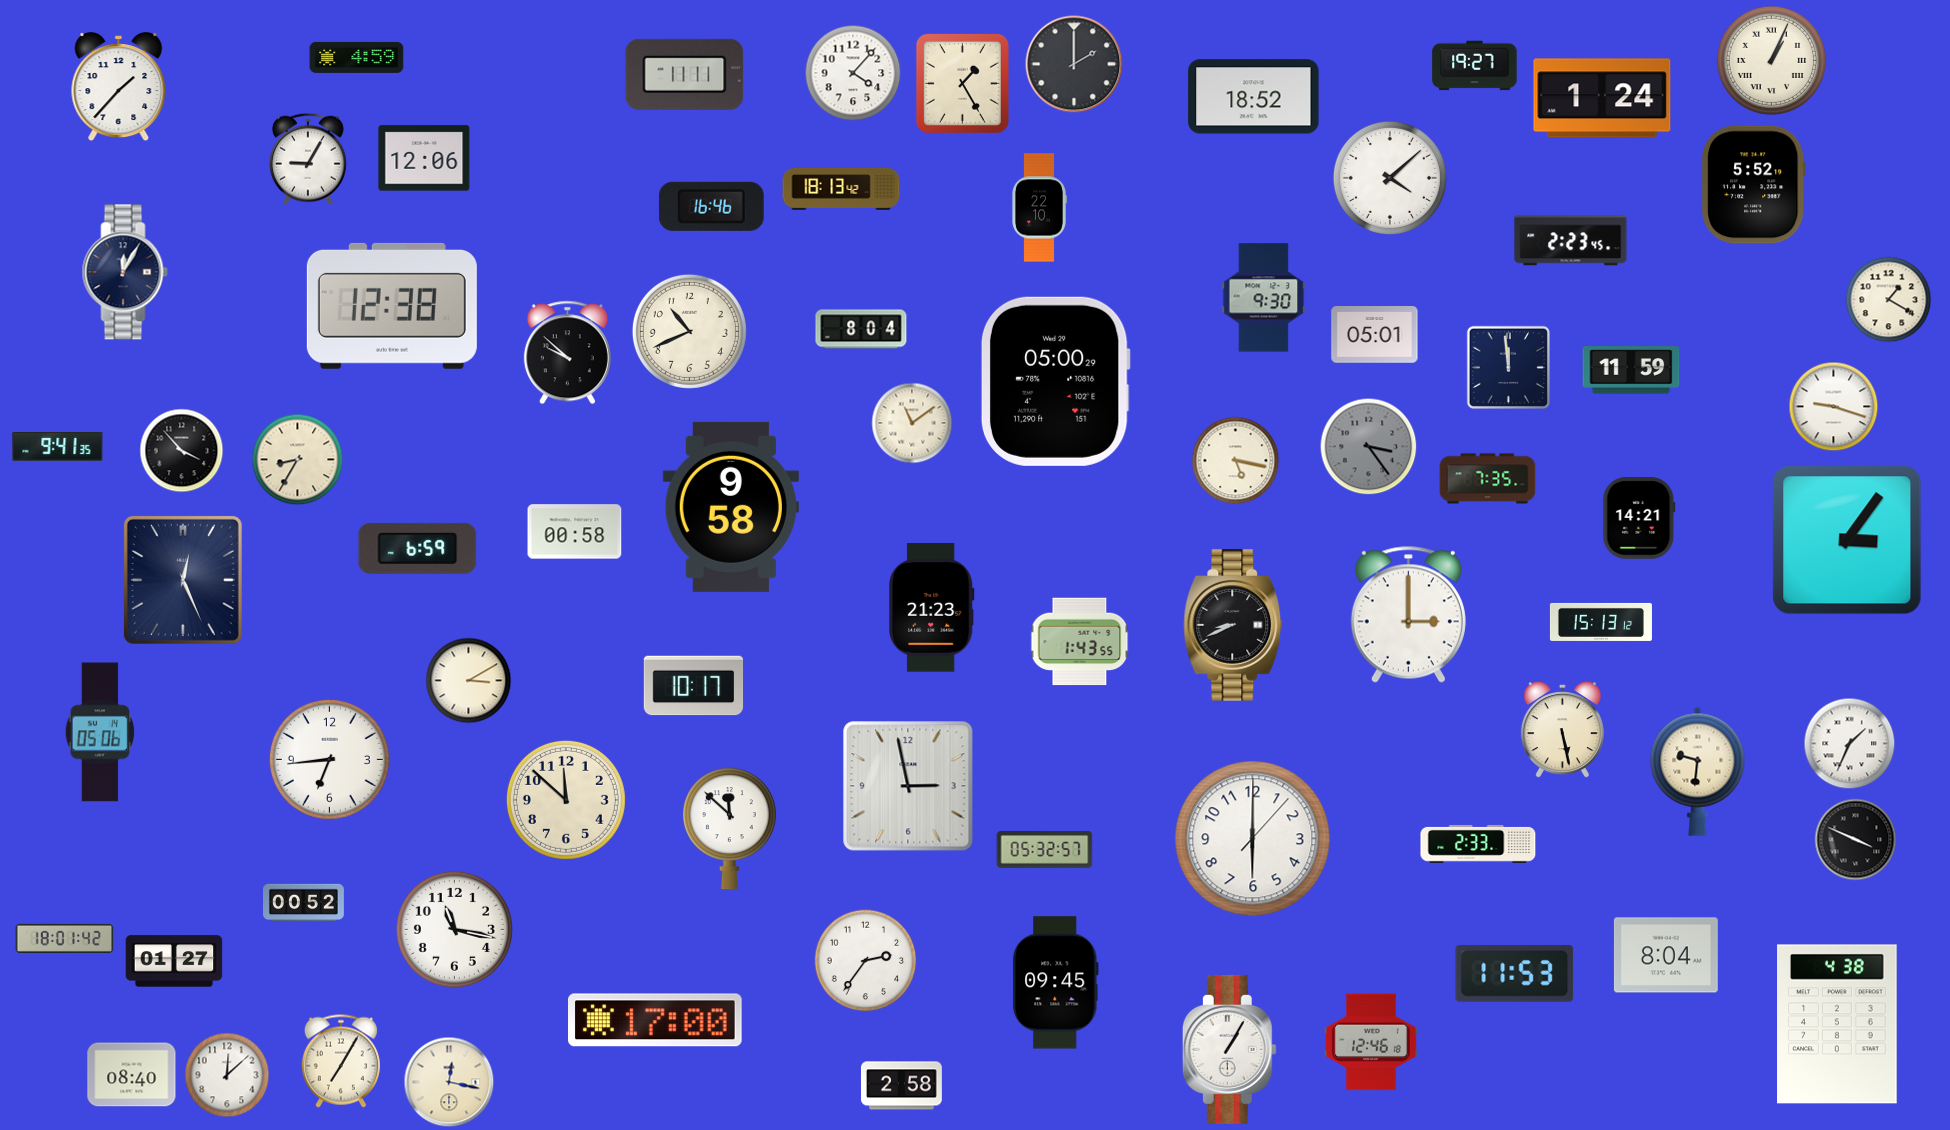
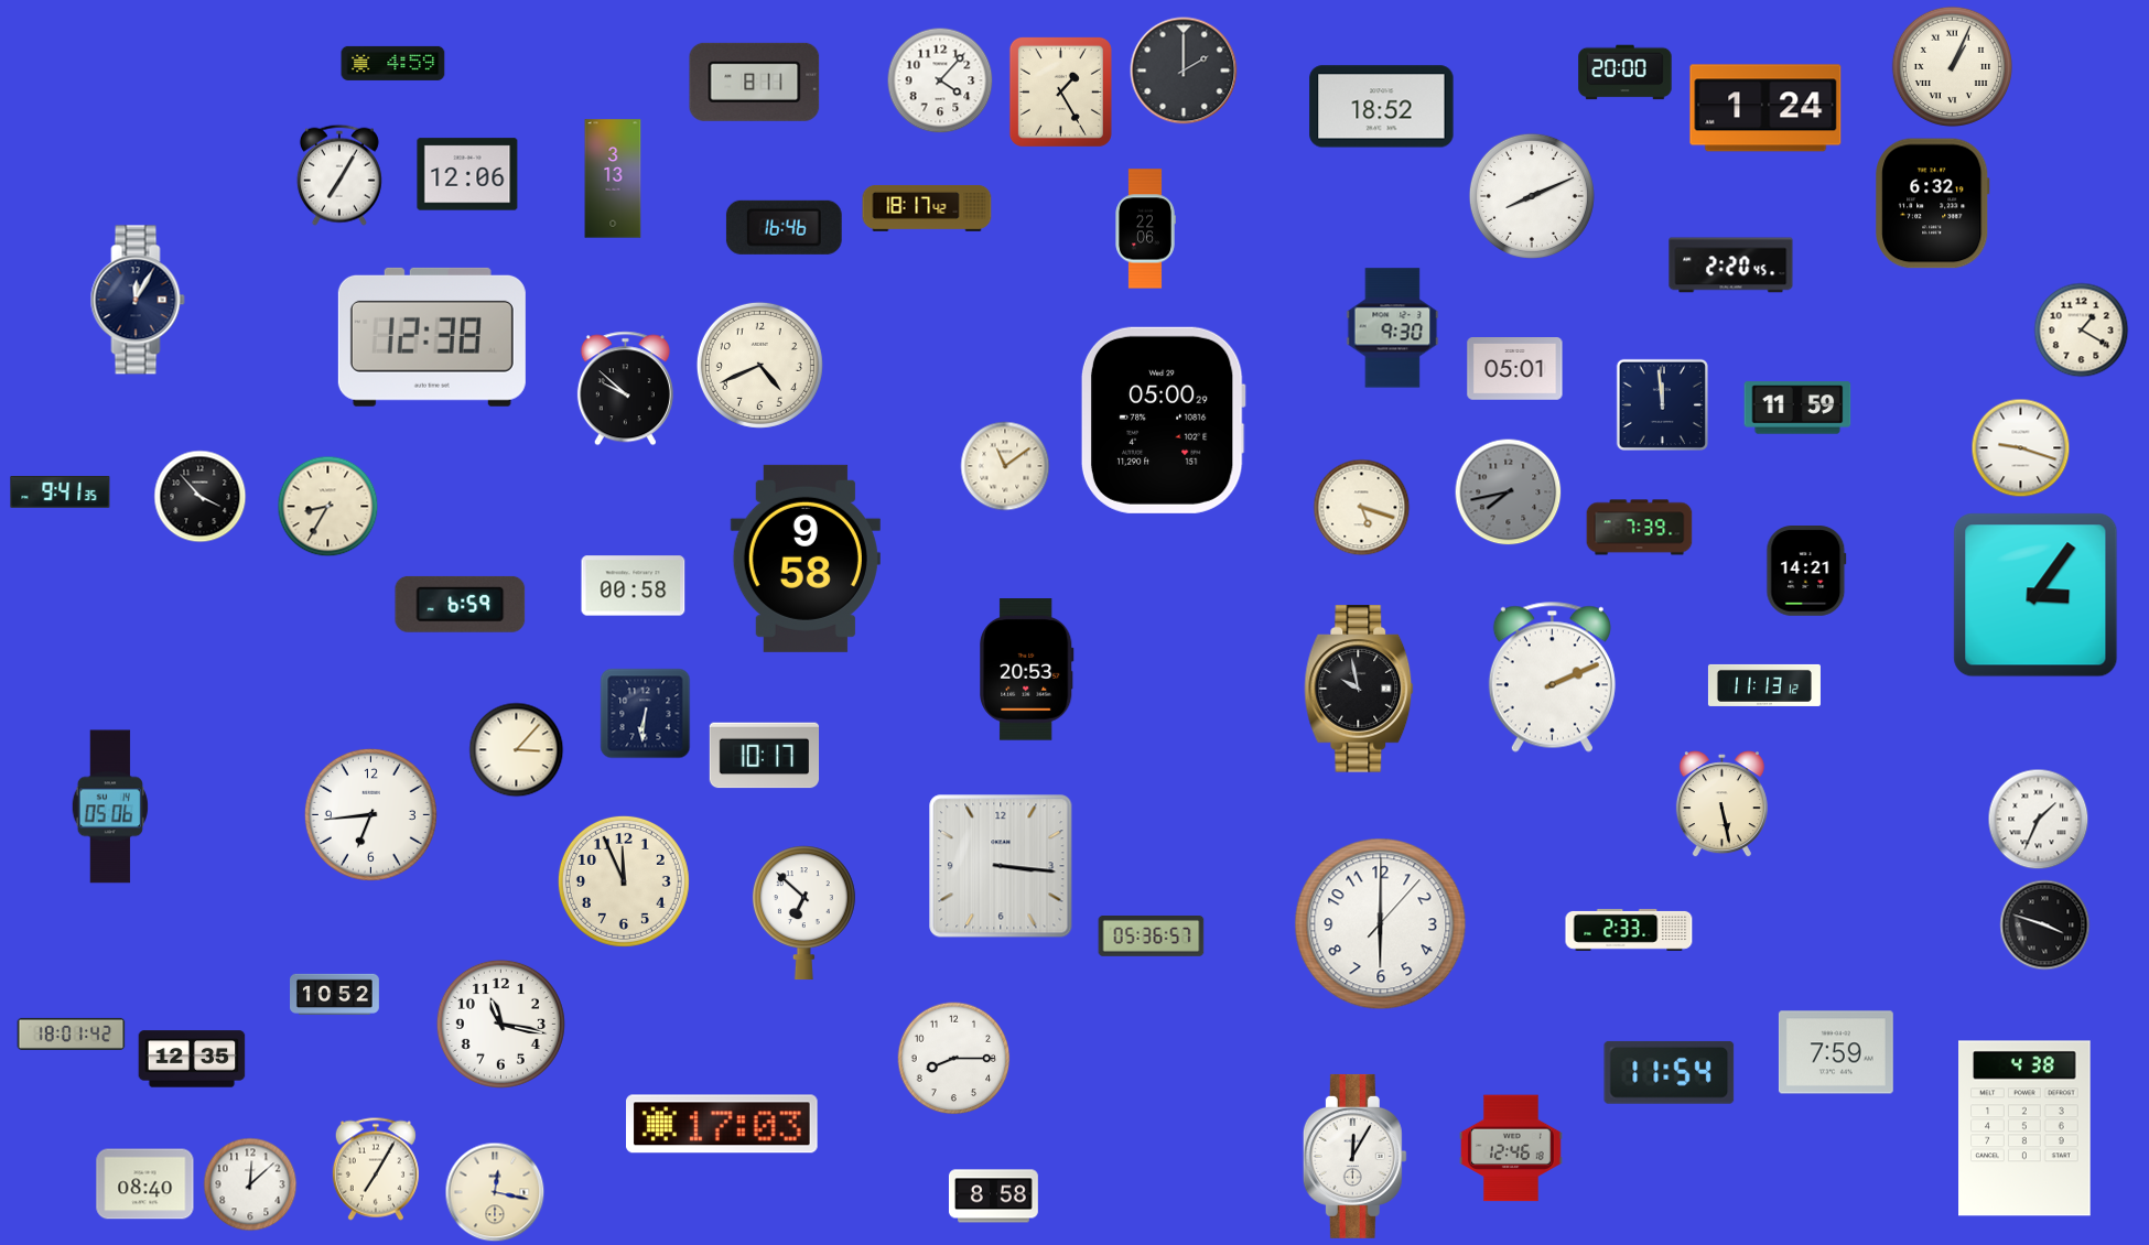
clock at (1475, 66): 19:27 -> 20:00
clock at (685, 74): 11:11 -> 8:11
clock at (119, 87): 1:37 -> none
clock at (308, 159): 9:05 -> 7:05
clock at (613, 178): none -> 3:13
clock at (1390, 178): 4:08 -> 8:11
clock at (1754, 185): 5:52 -> 6:32
clock at (841, 189): 18:13 -> 18:17
clock at (1039, 208): 22:10 -> 22:06
clock at (1571, 241): 2:23 -> 2:20
clock at (861, 329): 8:04 -> none
clock at (689, 331): 10:41 -> 4:41
clock at (58, 446) position: (58, 446) -> (61, 491)
clock at (1369, 447): 3:24 -> 7:43
clock at (1236, 461): 5:17 -> 5:18
clock at (1488, 479): 7:35 -> 7:39
clock at (183, 580): 12:26 -> none
clock at (932, 608): 21:23 -> 20:53
clock at (1408, 614): 3:00 -> 2:11
clock at (1601, 622): 15:13 -> 11:13
clock at (1233, 625): 8:41 -> 9:58
clock at (1080, 642): 1:43 -> none
clock at (646, 714): none -> 6:31
clock at (469, 681): 3:10 -> 3:07
clock at (329, 759) position: (329, 759) -> (370, 814)
clock at (1698, 771): 9:31 -> none
clock at (908, 786): 2:58 -> 3:16
clock at (566, 800): 11:52 -> 11:56
clock at (729, 829): 11:52 -> 6:52
clock at (1856, 840): 3:49 -> 3:48
clock at (1045, 850): 05:32 -> 05:36
clock at (304, 903): 00:52 -> 10:52
clock at (1666, 955): 8:04 -> 7:59
clock at (174, 961): 01:27 -> 12:35
clock at (866, 961): 2:36 -> 8:15
clock at (1515, 973): 11:53 -> 11:54
clock at (1056, 983): 09:45 -> none
clock at (656, 1020): 17:00 -> 17:03
clock at (1229, 1049): 1:05 -> 12:05
clock at (901, 1086): 2:58 -> 8:58
